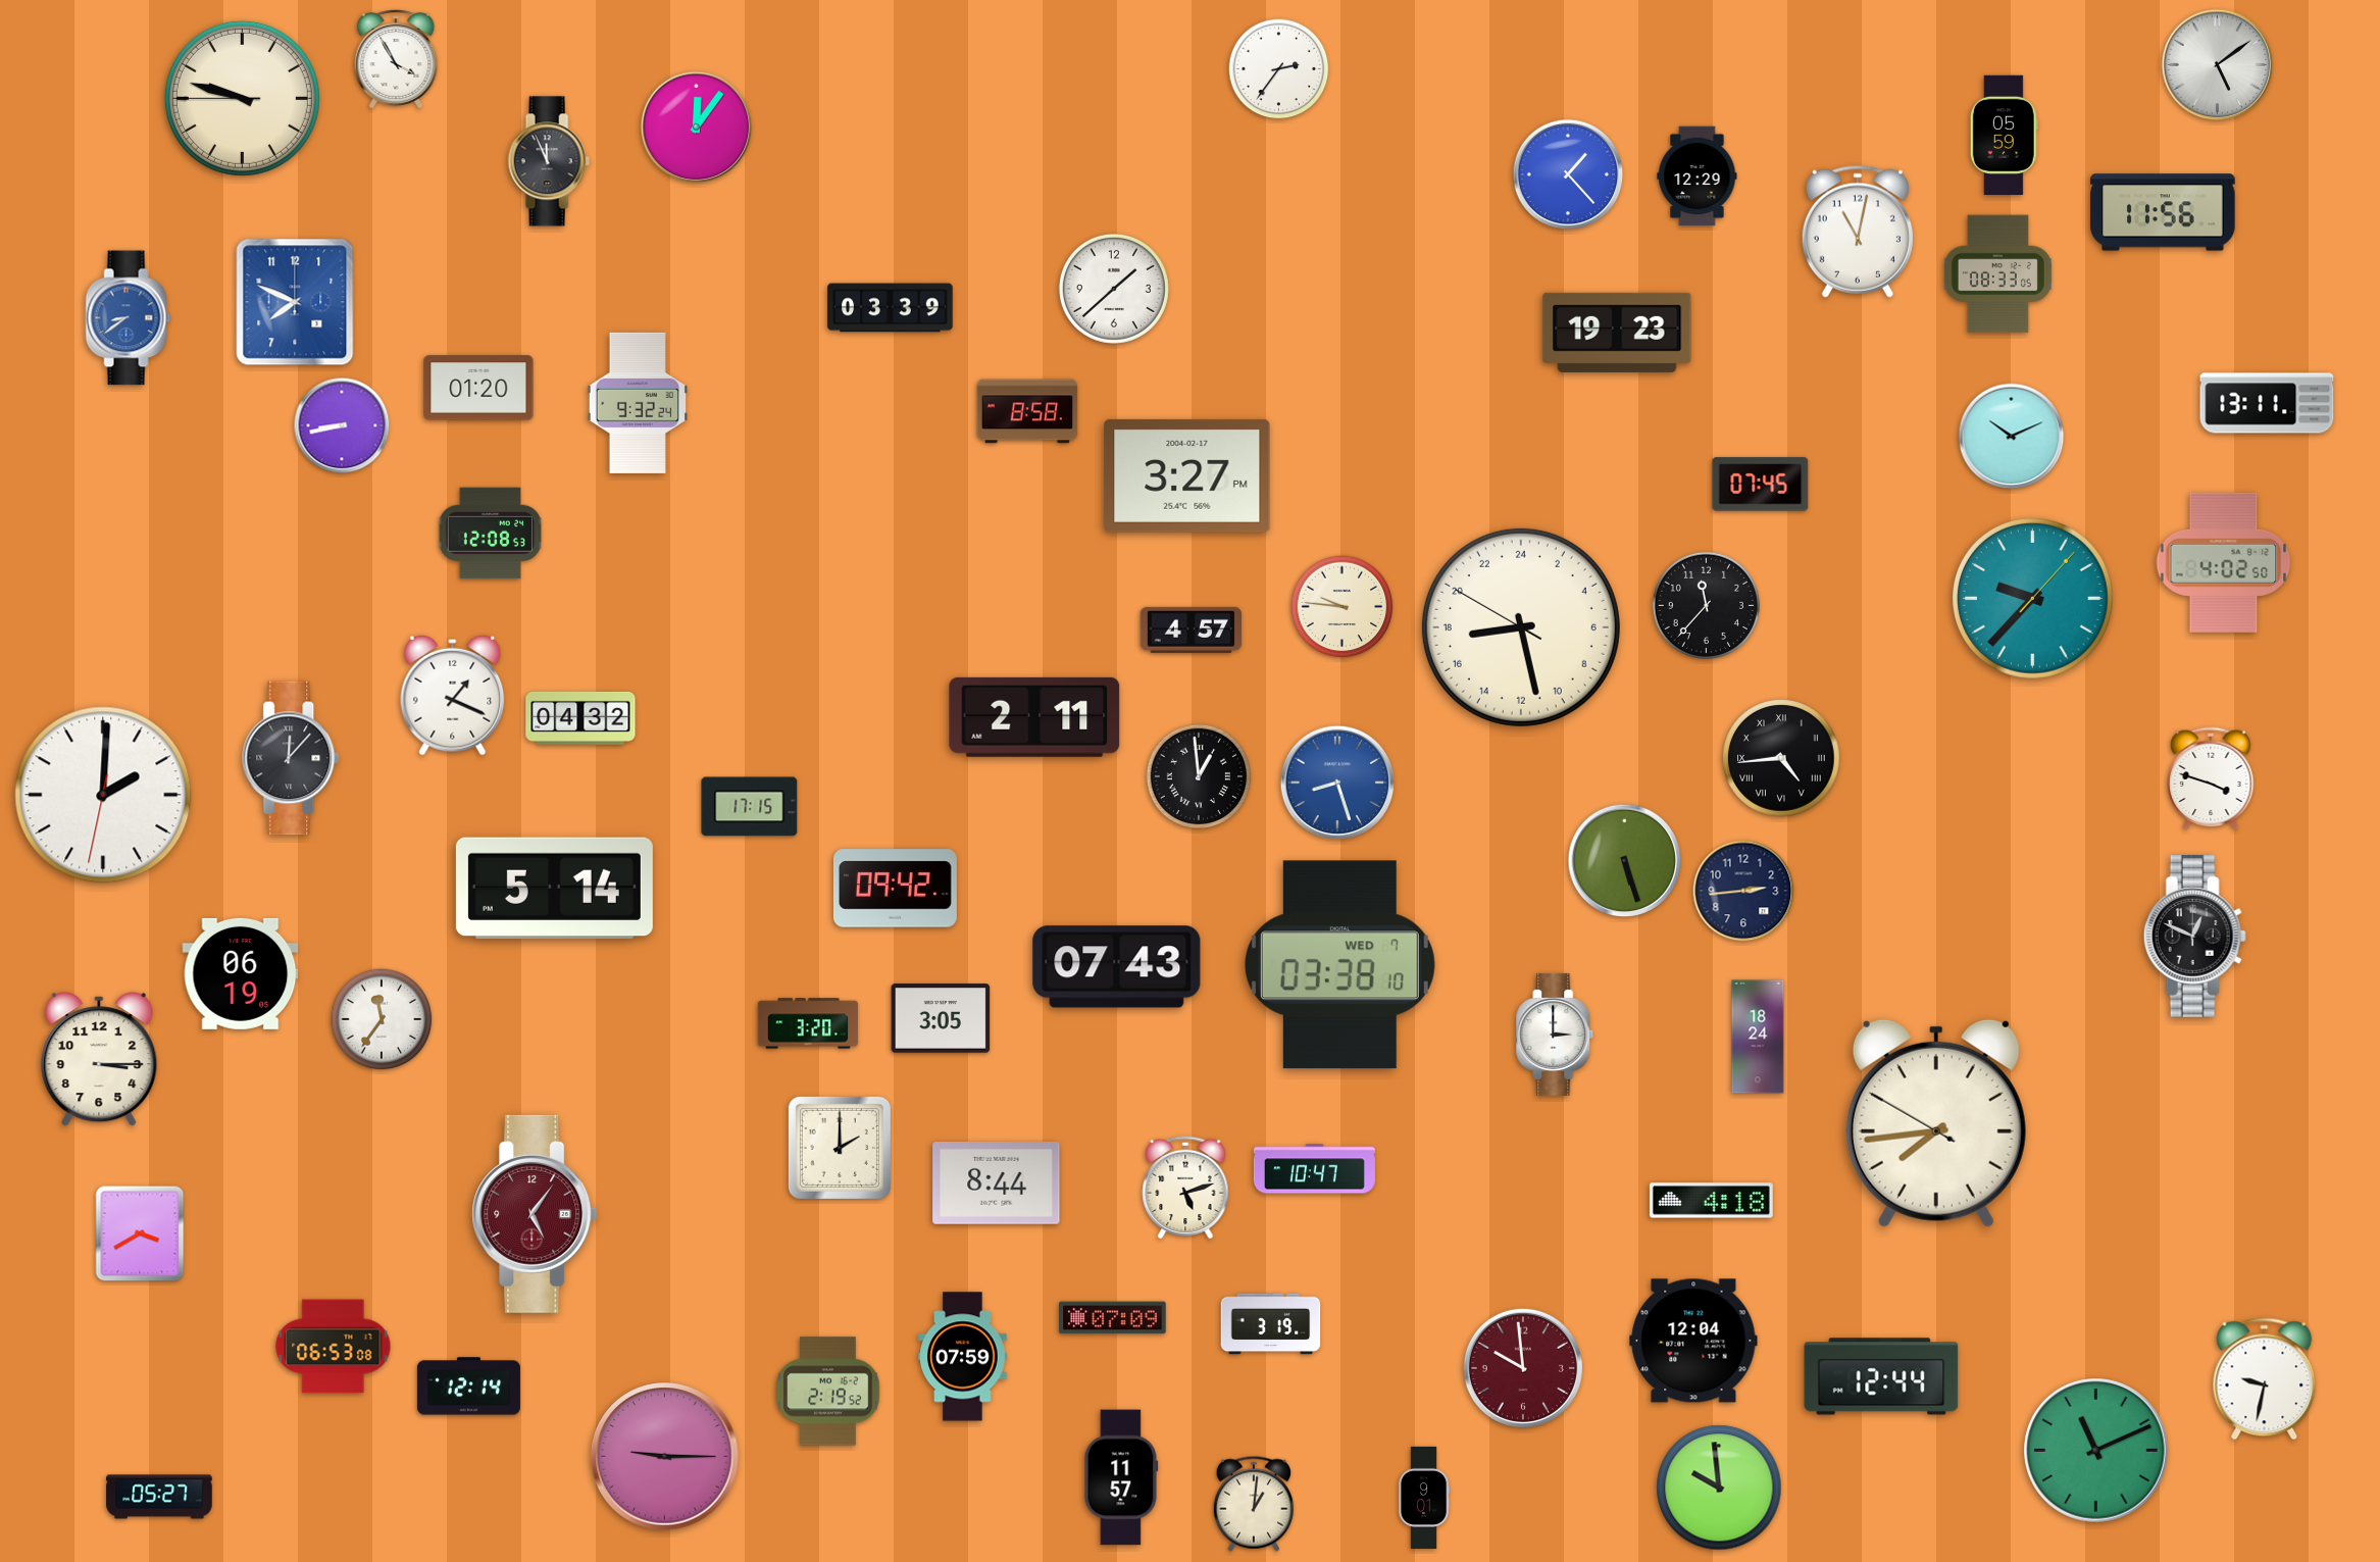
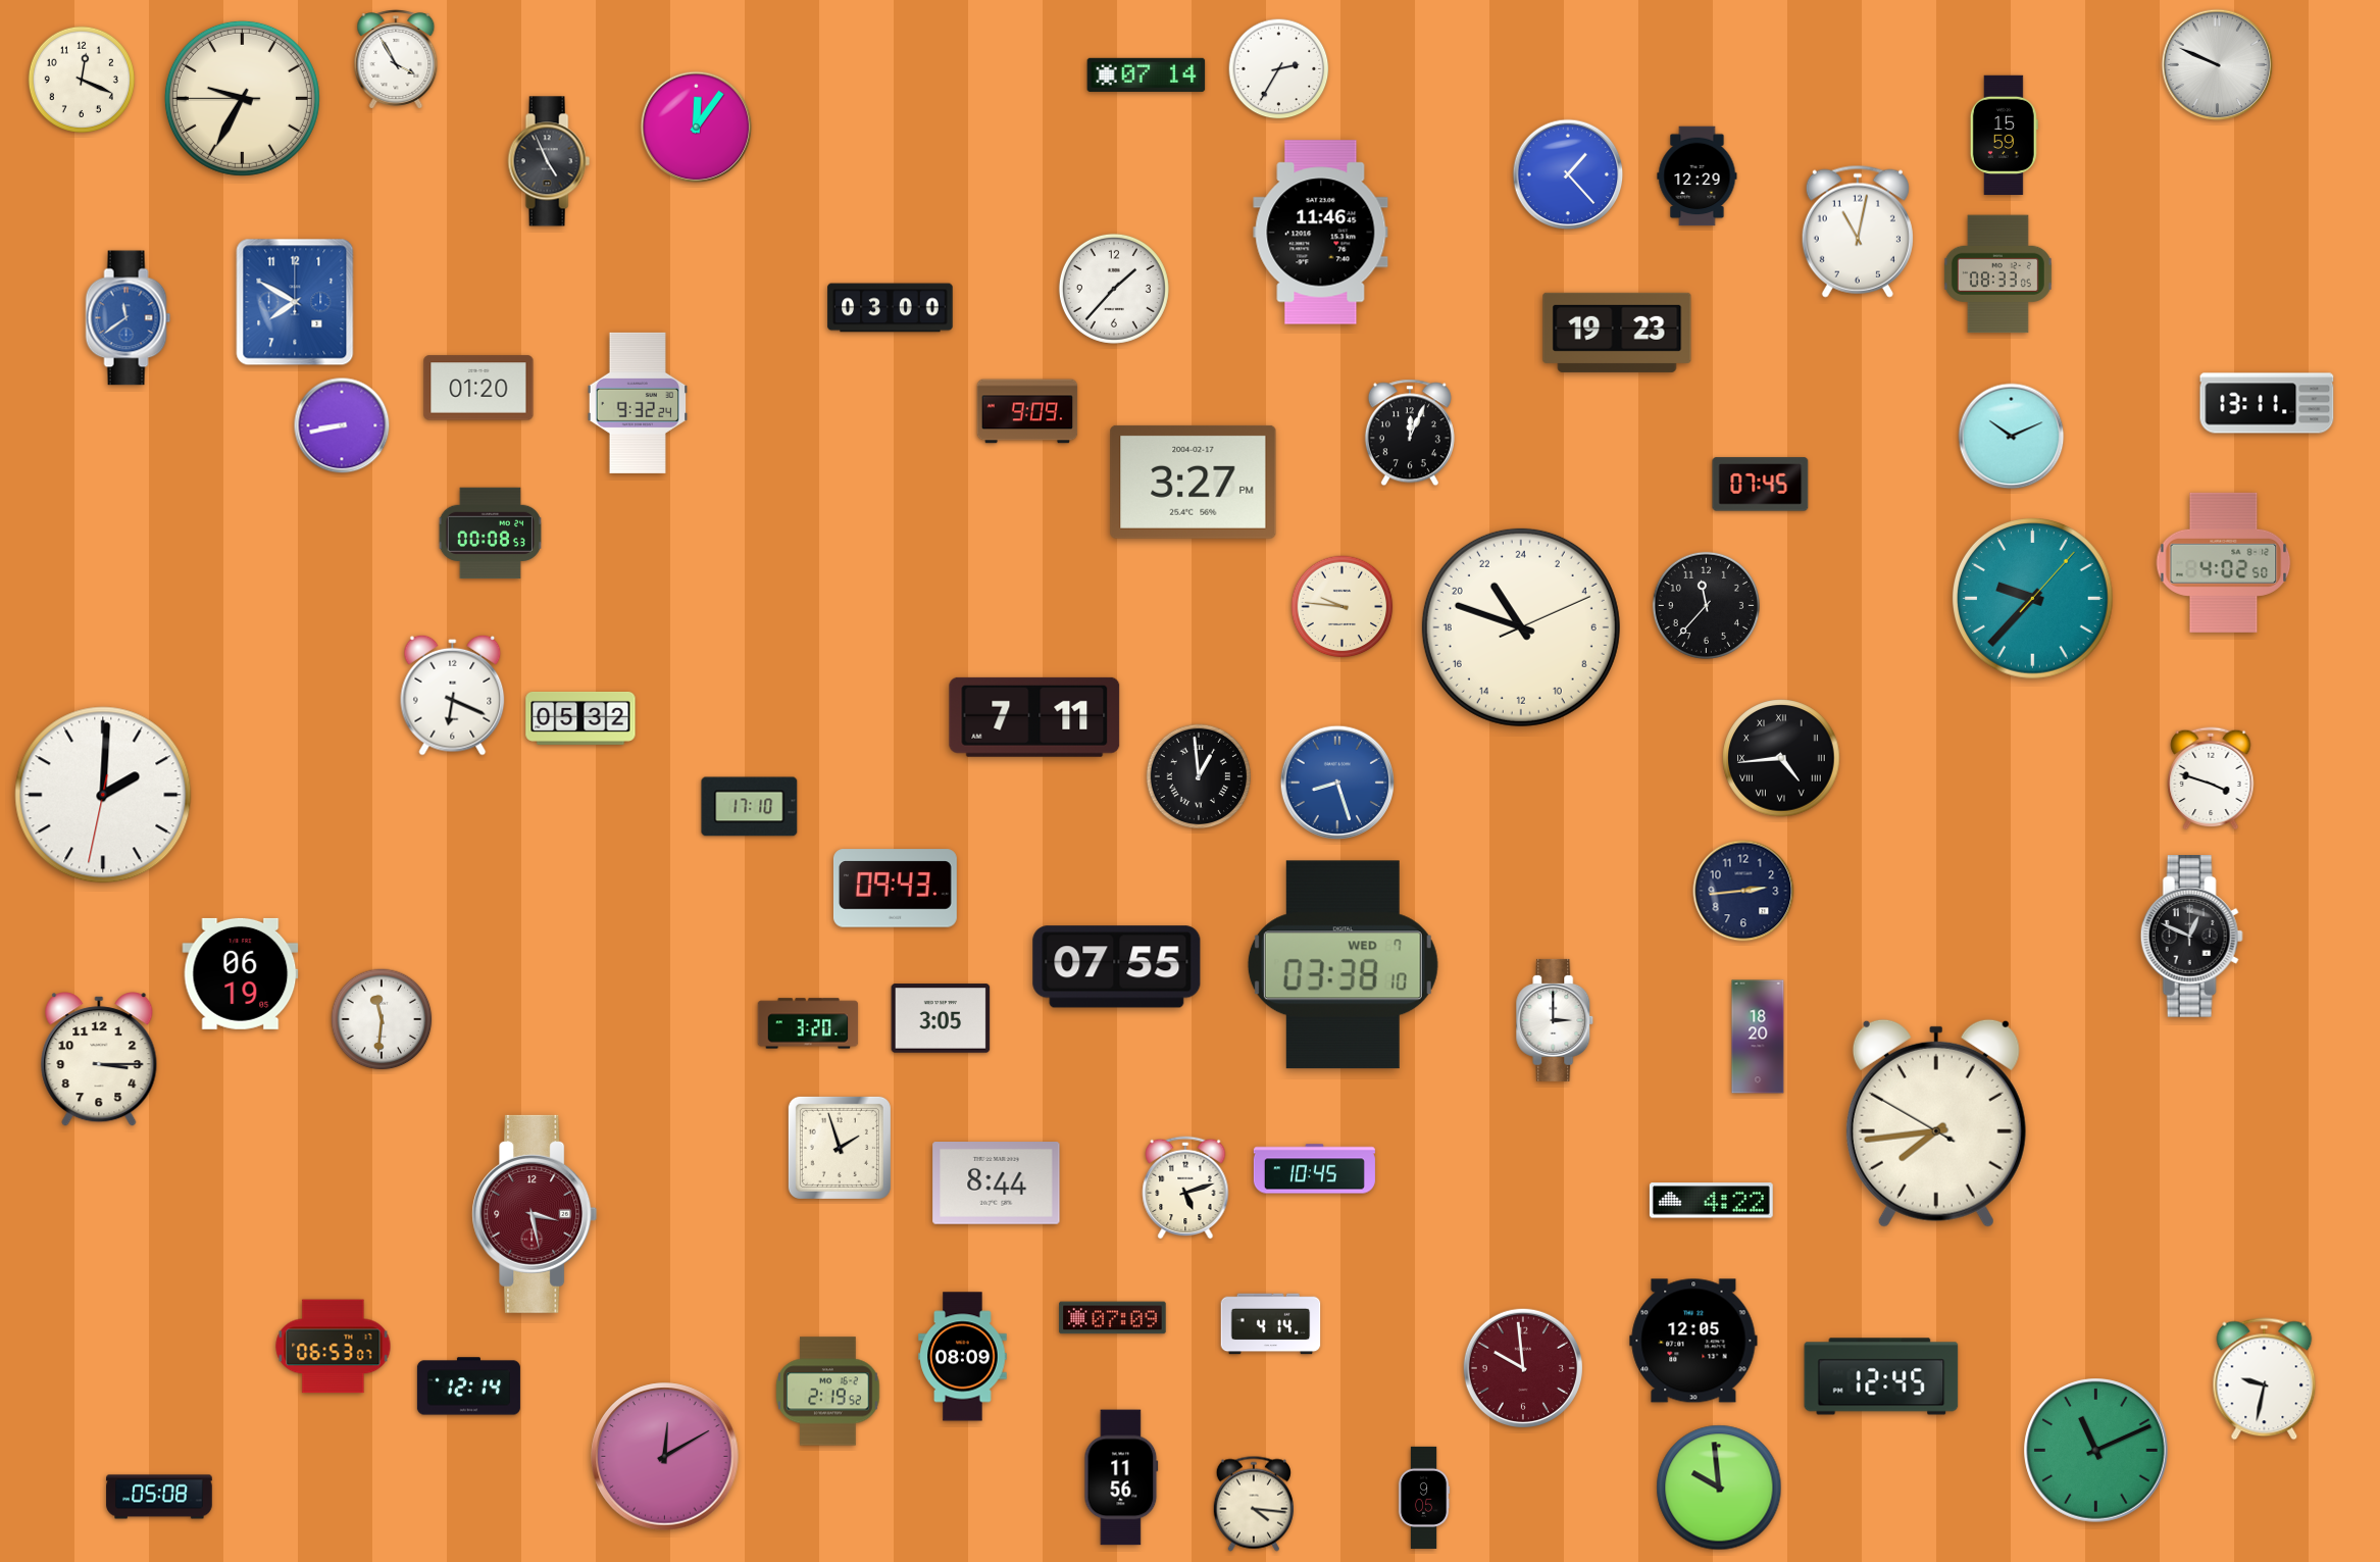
clock at (2218, 65): 5:09 -> 9:49
clock at (1279, 69): 2:36 -> 2:35
clock at (1147, 74): none -> 07:14
clock at (82, 80): none -> 12:19
clock at (242, 98): 9:47 -> 9:34
clock at (2004, 135): 05:59 -> 15:59
clock at (549, 161): 11:56 -> 4:56
clock at (2163, 212): 11:56 -> none
clock at (1321, 233): none -> 11:46
clock at (1114, 289): 1:38 -> 1:37
clock at (295, 302): 7:49 -> 7:50
clock at (891, 308): 03:39 -> 03:00
clock at (129, 318): 8:39 -> 11:39
clock at (1027, 411): 8:58 -> 9:09
clock at (1410, 433): none -> 12:04
clock at (1187, 475) position: (1187, 475) -> (1194, 482)
clock at (490, 534): 12:08 -> 00:08
clock at (1521, 627): 17:27 -> 21:48
clock at (1191, 629): 4:57 -> none
clock at (453, 695): 1:19 -> 6:19
clock at (1034, 717): 2:11 -> 7:11
clock at (580, 718): 04:32 -> 05:32
clock at (292, 758): 12:07 -> none
clock at (750, 807): 17:15 -> 17:10
clock at (1625, 861): 5:27 -> none
clock at (554, 889): 5:14 -> none
clock at (895, 889): 09:42 -> 09:43
clock at (2194, 937) position: (2194, 937) -> (2191, 937)
clock at (1339, 965) position: (1339, 965) -> (1343, 965)
clock at (1117, 967): 07:43 -> 07:55
clock at (382, 1019): 11:36 -> 11:31
clock at (1555, 1035) position: (1555, 1035) -> (1555, 1020)
clock at (1758, 1037): 18:24 -> 18:20
clock at (840, 1148): 2:00 -> 1:57
clock at (1314, 1169): 10:47 -> 10:45
clock at (1711, 1201): 4:18 -> 4:22
clock at (535, 1214): 5:06 -> 3:28
clock at (140, 1233): 3:40 -> none
clock at (1271, 1324): 3:19 -> 4:14
clock at (1693, 1341): 12:04 -> 12:05
clock at (334, 1347): 06:53:08 -> 06:53:07
clock at (963, 1357): 07:59 -> 08:09
clock at (1881, 1376): 12:44 -> 12:45
clock at (665, 1457): 9:15 -> 12:10
clock at (1121, 1477): 11:57 -> 11:56
clock at (159, 1497): 05:27 -> 05:08
clock at (1424, 1498): 9:01 -> 9:05
clock at (1254, 1504): 1:01 -> 4:16
